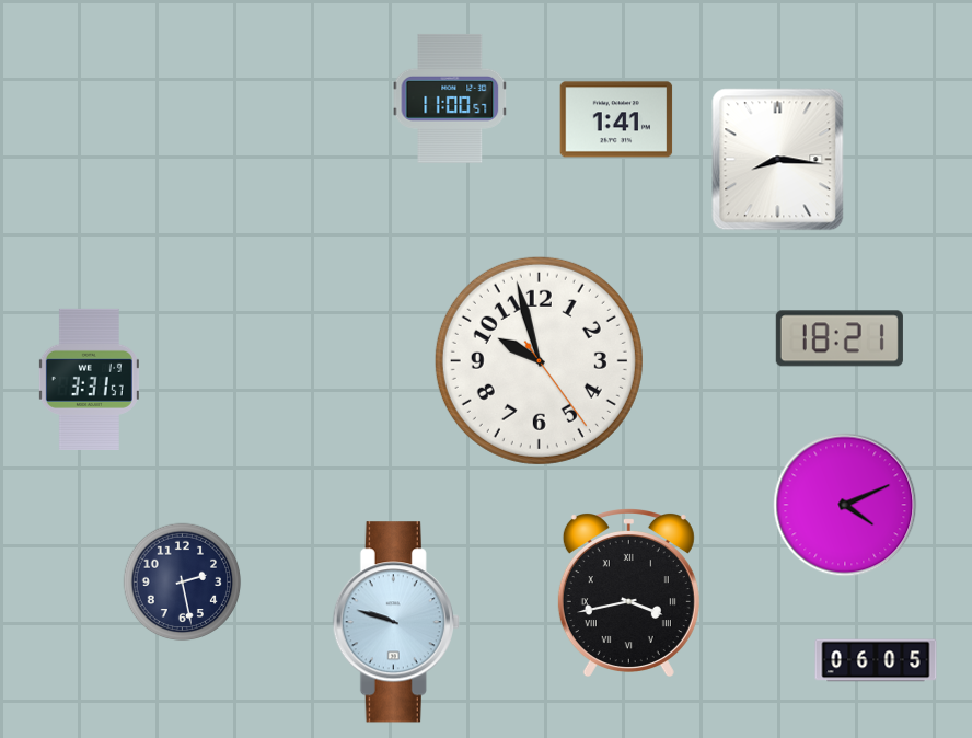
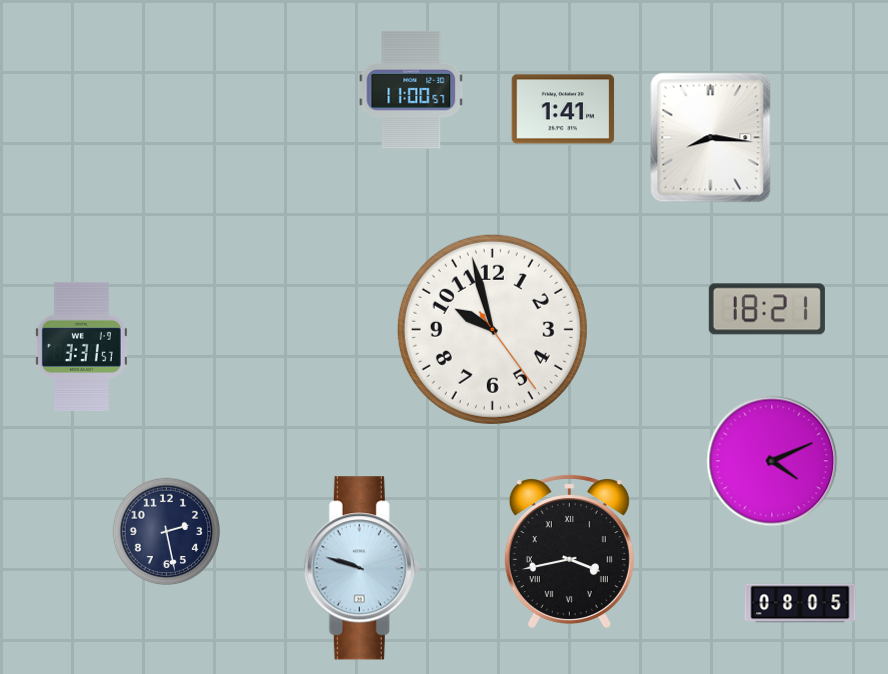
clock at (778, 160) position: (778, 160) -> (711, 138)
clock at (628, 592) position: (628, 592) -> (569, 551)
clock at (876, 660): 06:05 -> 08:05
